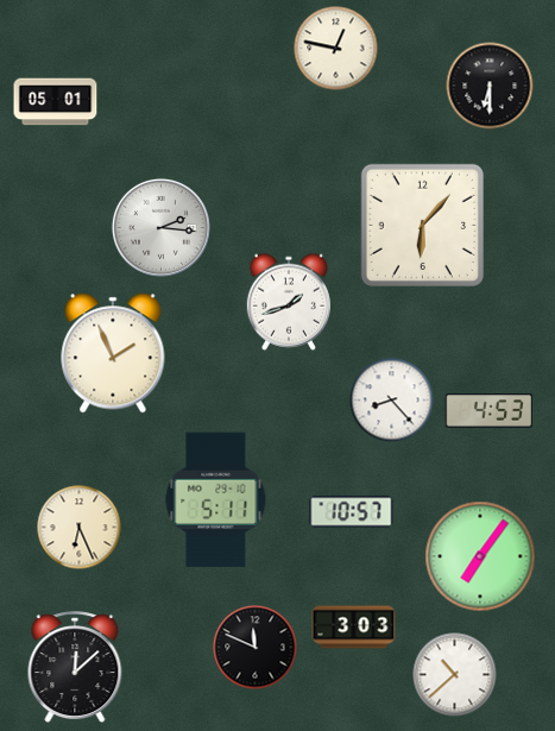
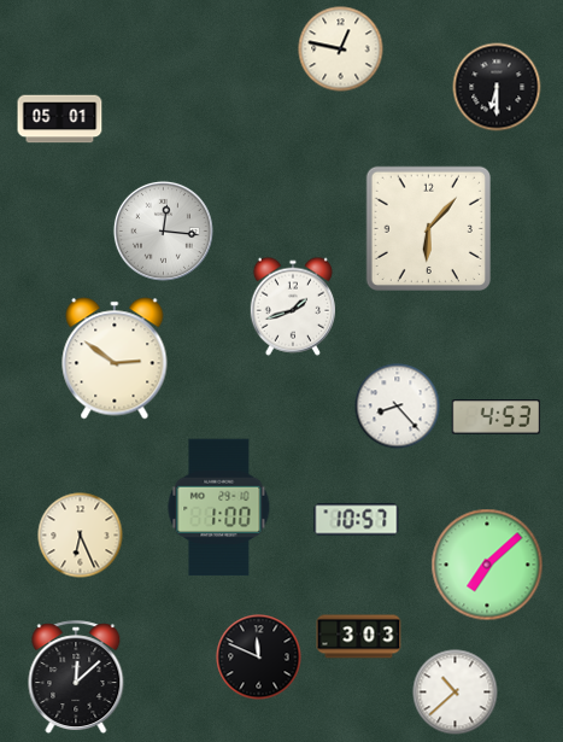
clock at (56, 102) position: (56, 102) -> (60, 119)
clock at (160, 227): 2:16 -> 12:16
clock at (113, 353): 1:56 -> 2:51
clock at (216, 500): 5:11 -> 1:00
clock at (480, 556): 7:06 -> 7:08
clock at (455, 675) position: (455, 675) -> (456, 693)
